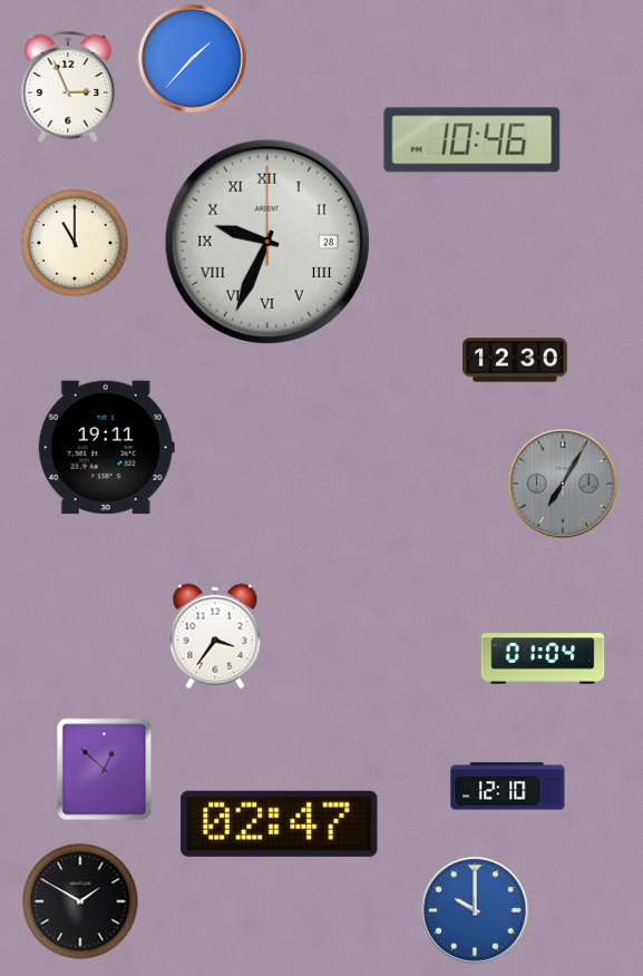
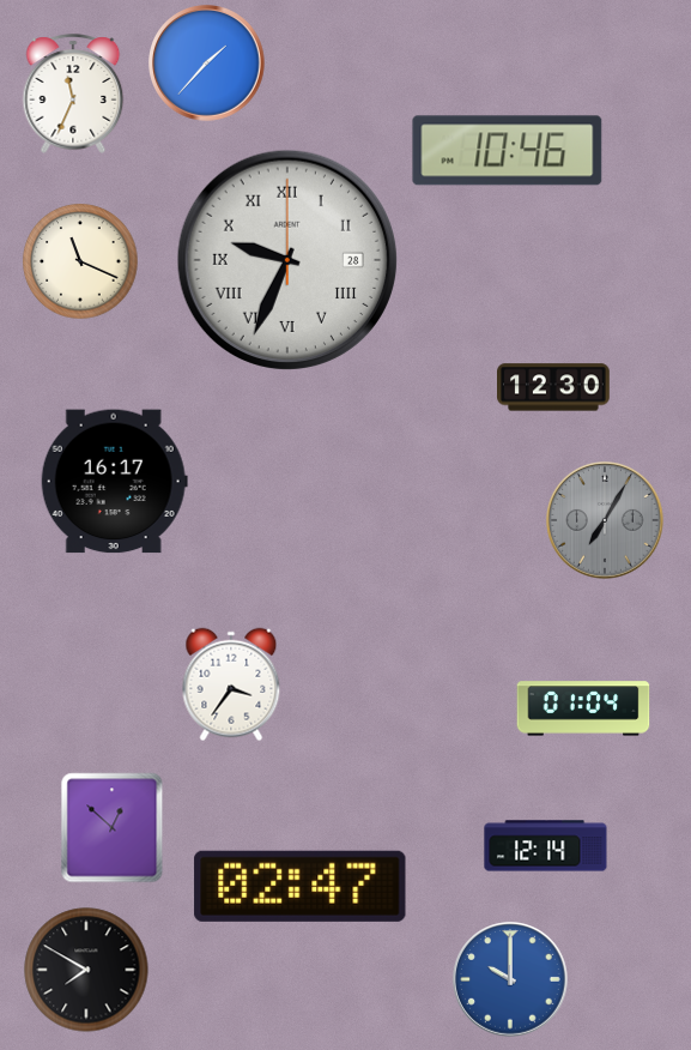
clock at (68, 87): 2:56 -> 11:34
clock at (75, 243): 11:00 -> 11:19
clock at (106, 448): 19:11 -> 16:17
clock at (508, 787): 12:10 -> 12:14
clock at (80, 901): 1:50 -> 7:50
